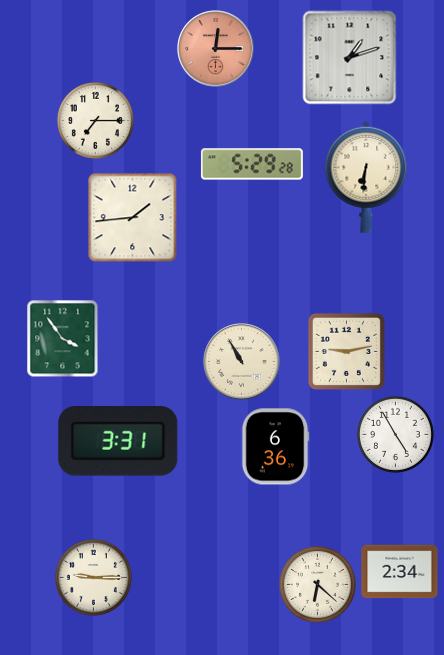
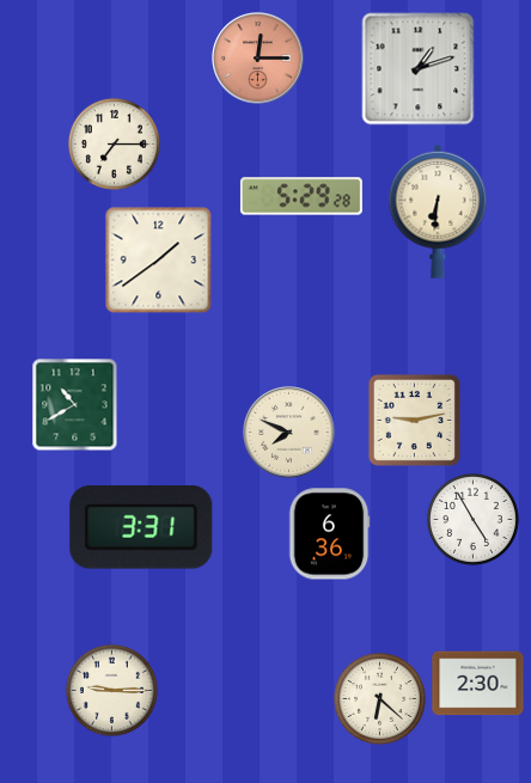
clock at (133, 218): 1:44 -> 1:39
clock at (63, 338): 3:54 -> 10:40
clock at (242, 362): 10:55 -> 7:49
clock at (400, 572): 2:34 -> 2:30
